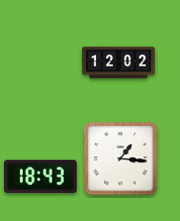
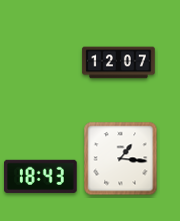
clock at (119, 63): 12:02 -> 12:07
